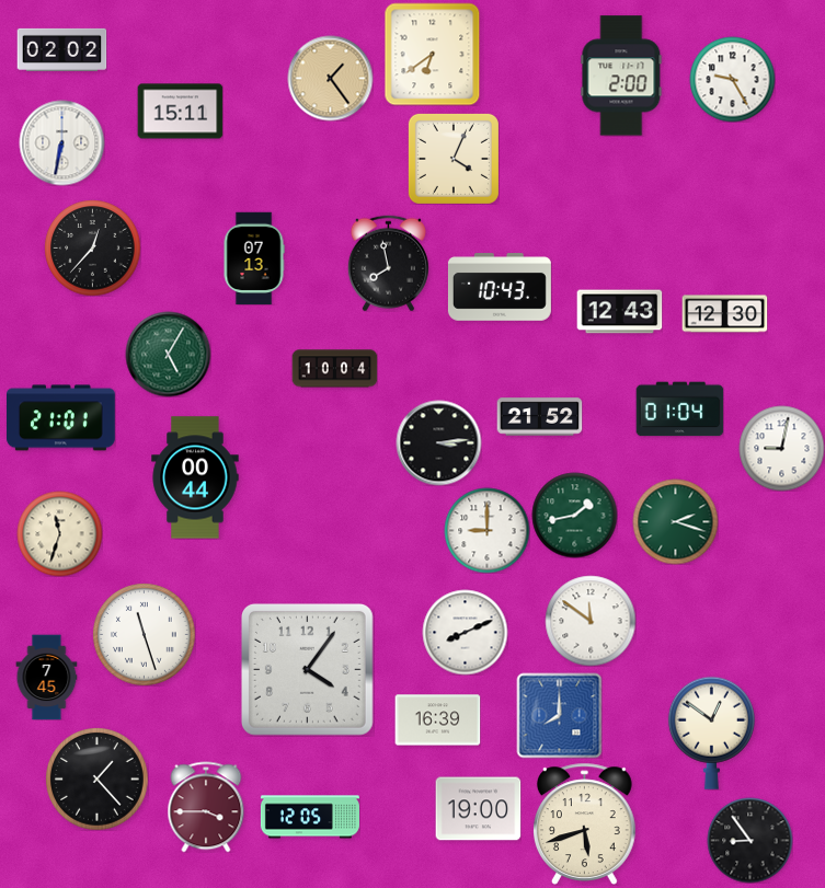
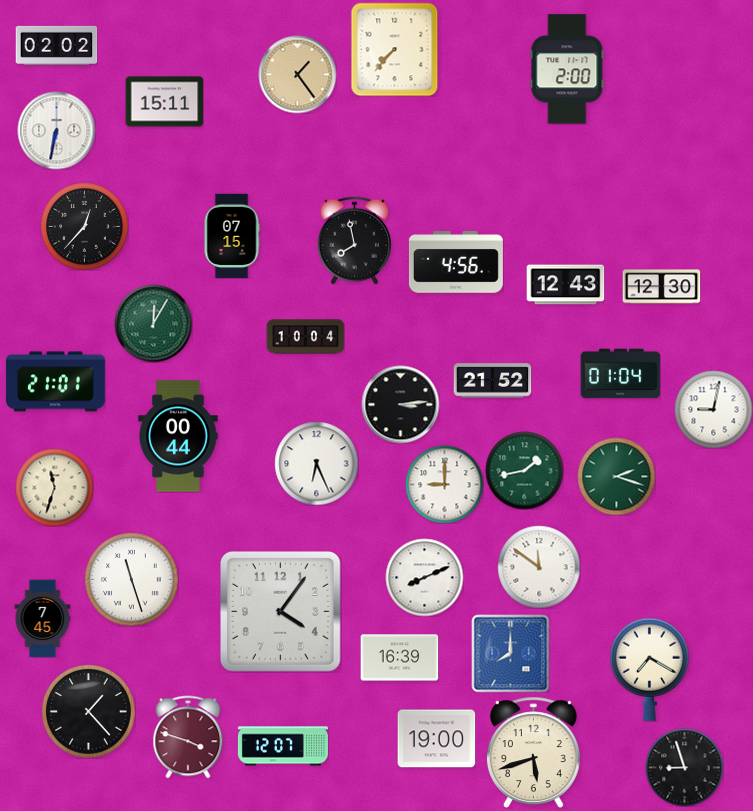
clock at (433, 54): 6:39 -> 7:37
clock at (330, 78) position: (330, 78) -> (297, 74)
clock at (732, 79): 9:25 -> none
clock at (454, 159): 4:04 -> none
clock at (254, 258): 07:13 -> 07:15
clock at (500, 287): 10:43 -> 4:56
clock at (168, 354): 5:05 -> 12:05
clock at (316, 463): none -> 6:26
clock at (711, 733): 12:51 -> 7:20
clock at (206, 807): 3:45 -> 3:48
clock at (310, 817): 12:05 -> 12:07
clock at (749, 840): 8:54 -> 8:57
